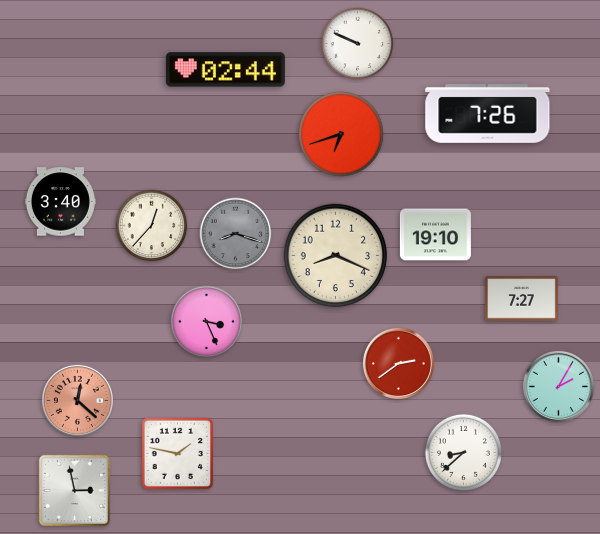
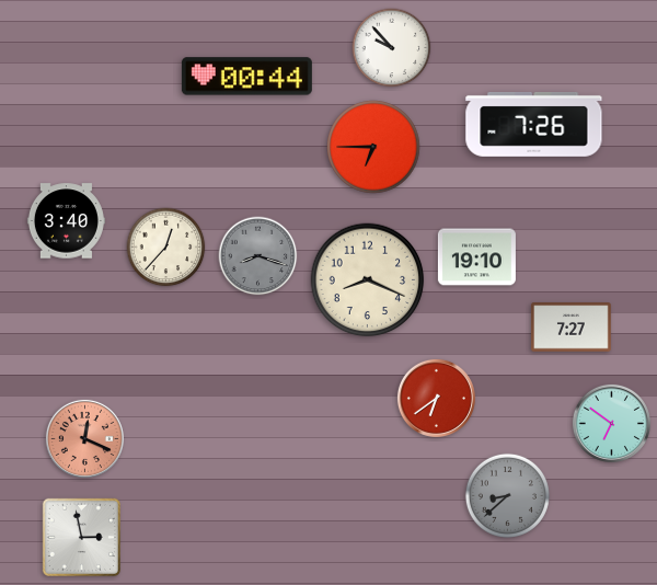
clock at (358, 44): 9:49 -> 9:53
clock at (225, 70): 02:44 -> 00:44
clock at (341, 134): 6:42 -> 6:45
clock at (207, 322): 3:26 -> none
clock at (398, 363): 2:39 -> 6:39
clock at (558, 386): 2:05 -> 6:51
clock at (77, 400): 12:22 -> 12:19
clock at (463, 452) dial: white -> grey
clock at (177, 453): 1:47 -> none
